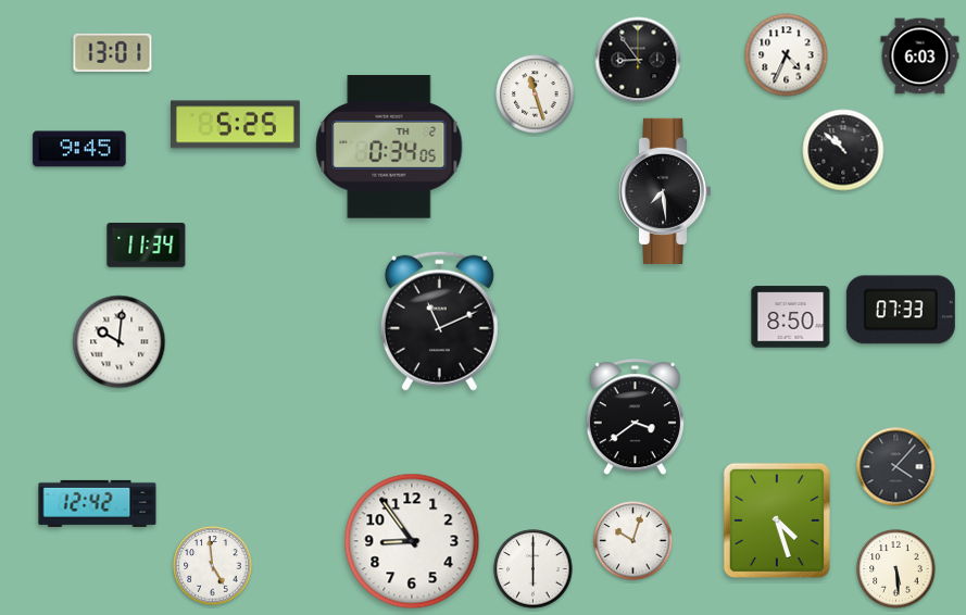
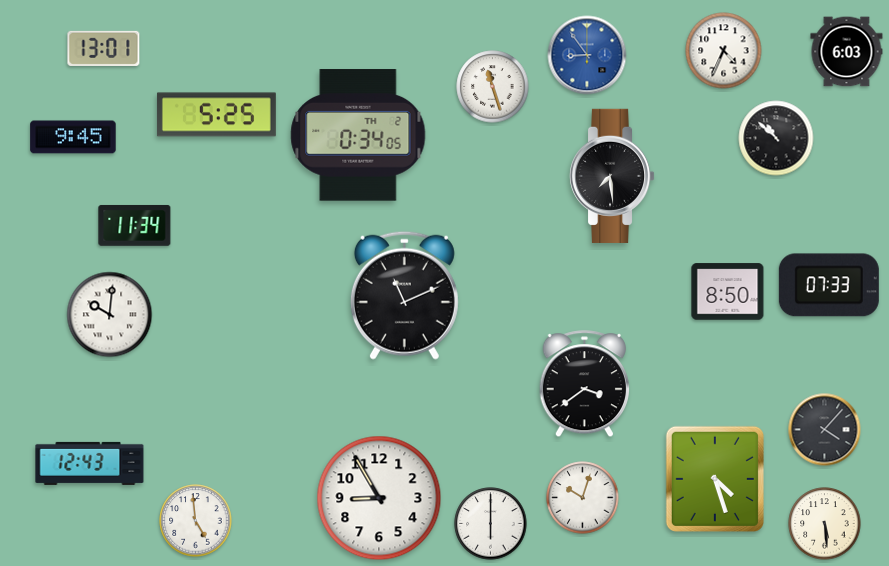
clock at (638, 60) dial: black -> blue
clock at (98, 503): 12:42 -> 12:43
clock at (412, 541): 8:54 -> 8:55
